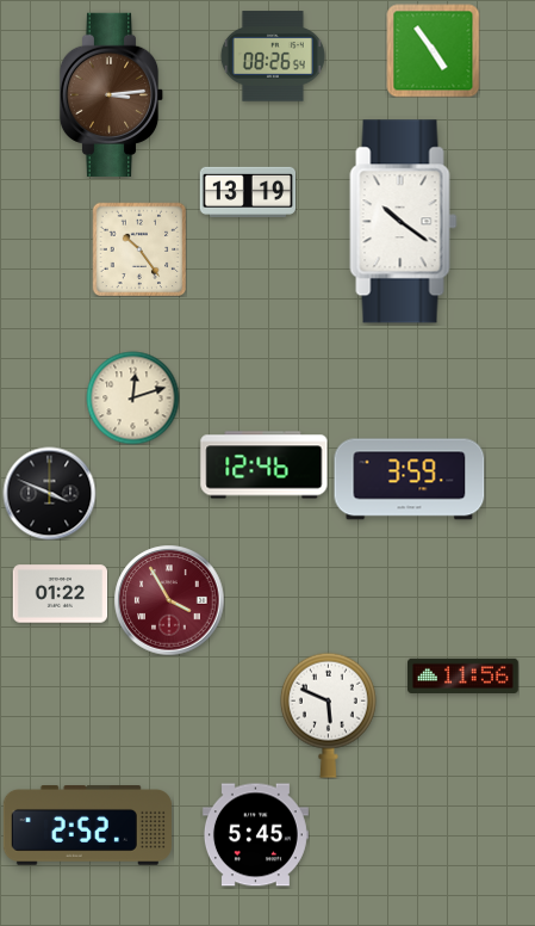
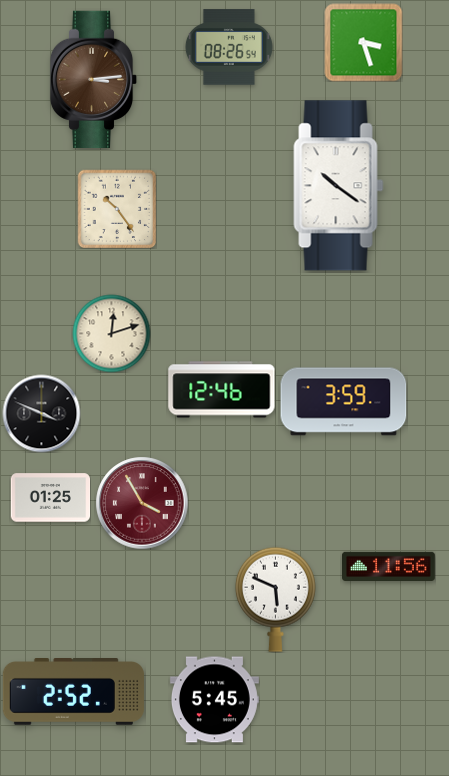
clock at (433, 50): 4:54 -> 3:27
clock at (247, 192): 13:19 -> none
clock at (60, 594): 01:22 -> 01:25
